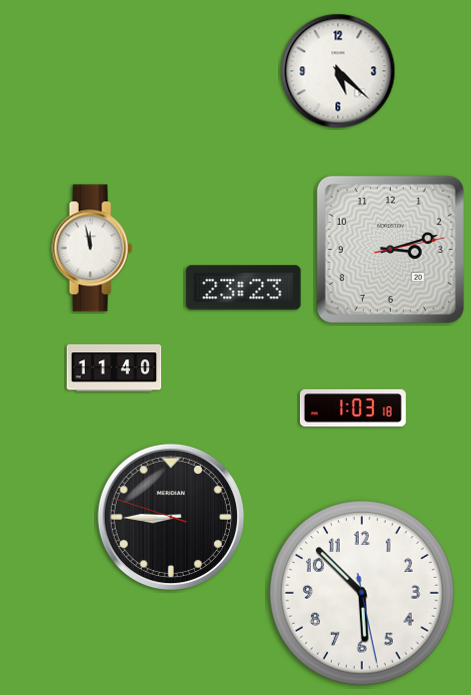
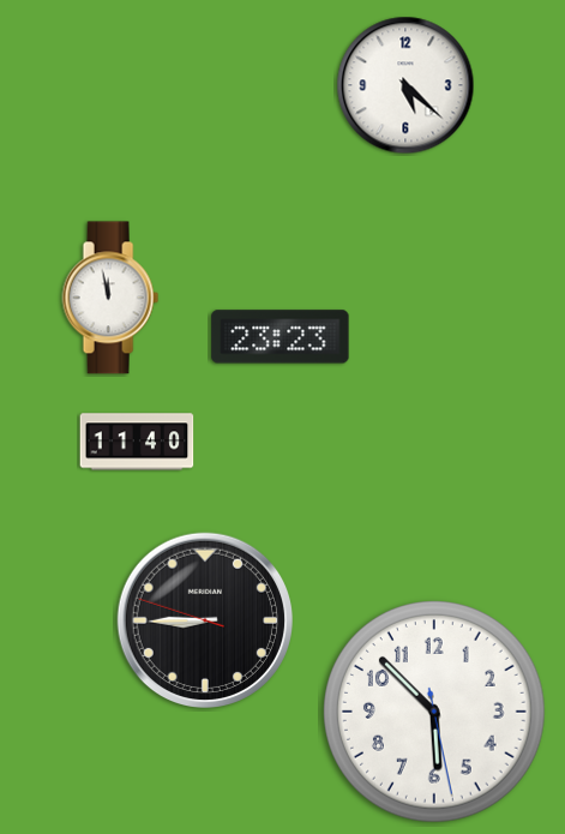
clock at (390, 249): 3:12 -> none
clock at (244, 288) position: (244, 288) -> (281, 337)
clock at (353, 408): 1:03 -> none
